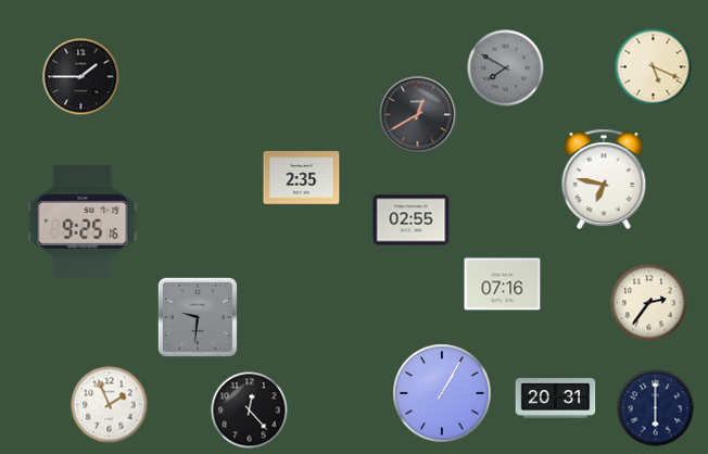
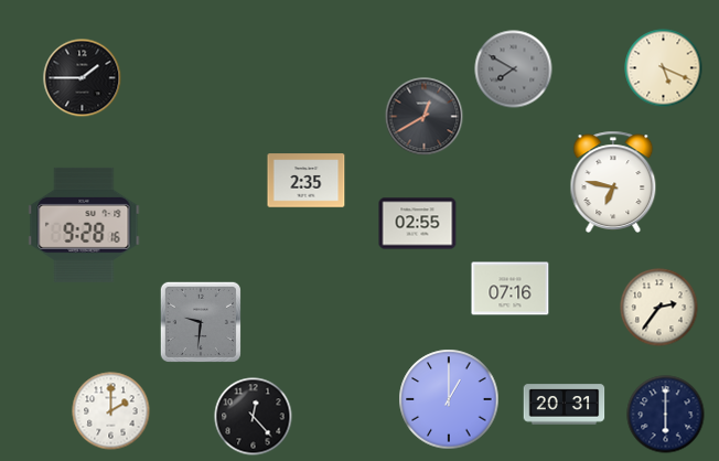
clock at (83, 222): 9:25 -> 9:28
clock at (442, 393): 1:05 -> 1:00
clock at (110, 405): 1:56 -> 2:00
